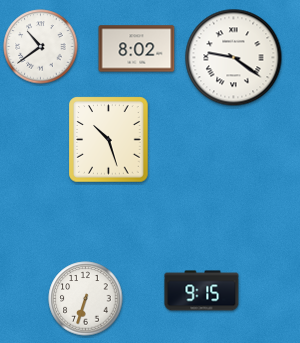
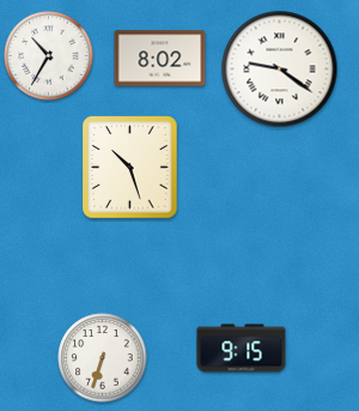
clock at (41, 47): 10:39 -> 10:35
clock at (137, 49) position: (137, 49) -> (160, 59)
